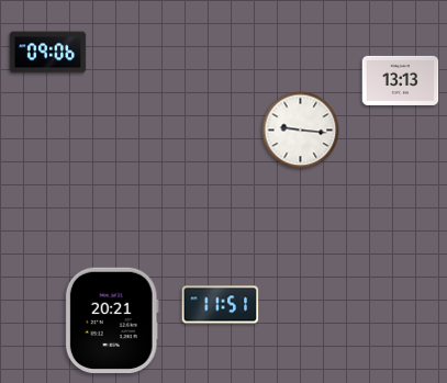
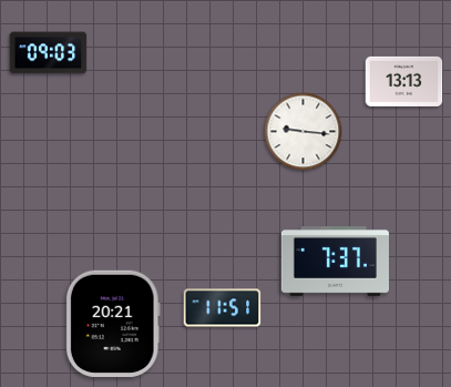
clock at (48, 53): 09:06 -> 09:03
clock at (335, 262): none -> 7:37
